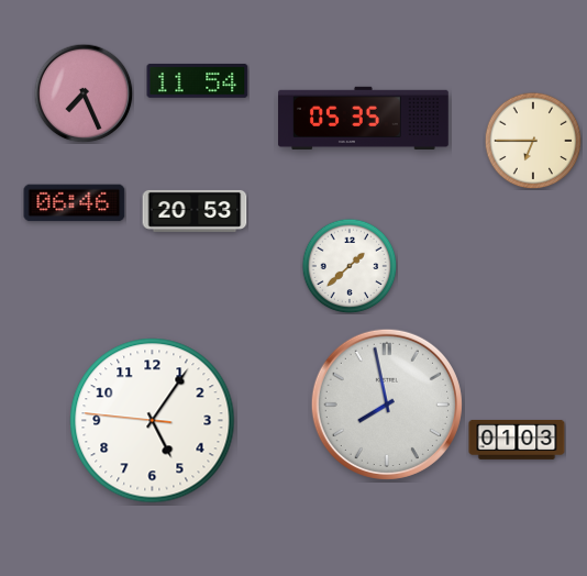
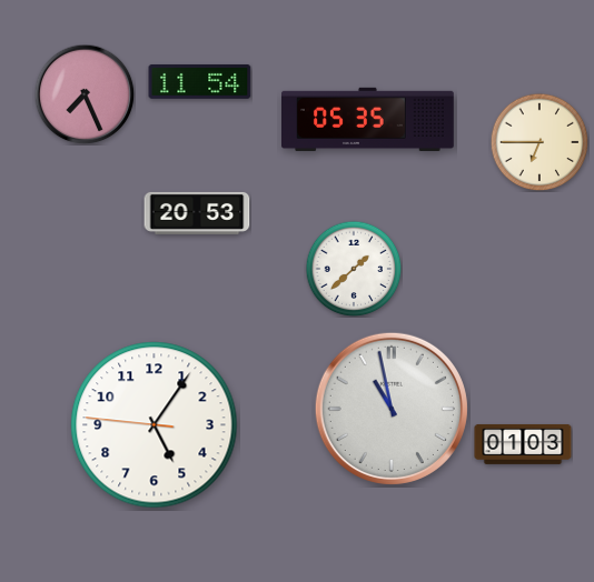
clock at (75, 203): 06:46 -> none
clock at (387, 405): 7:58 -> 10:58
